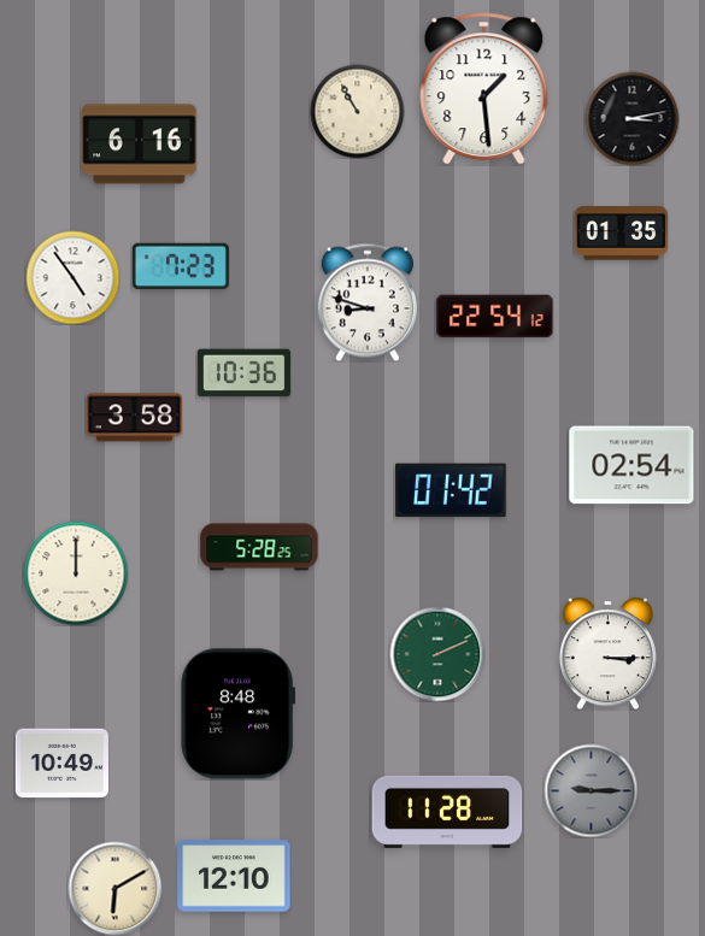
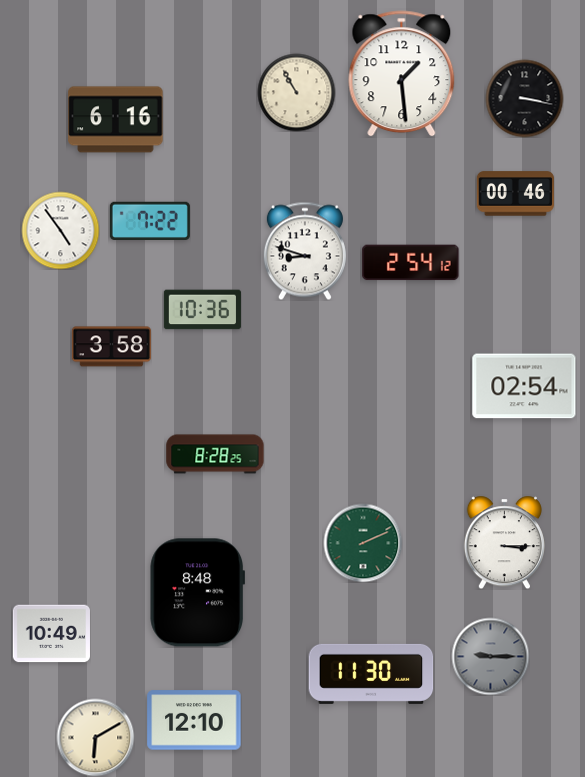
clock at (631, 118): 3:13 -> 3:17
clock at (621, 234): 01:35 -> 00:46
clock at (181, 265): 7:23 -> 7:22
clock at (495, 317): 22:54 -> 2:54
clock at (451, 490): 01:42 -> none
clock at (259, 547): 5:28 -> 8:28
clock at (76, 573): 12:00 -> none
clock at (447, 812): 11:28 -> 11:30
clock at (234, 876) position: (234, 876) -> (194, 720)
